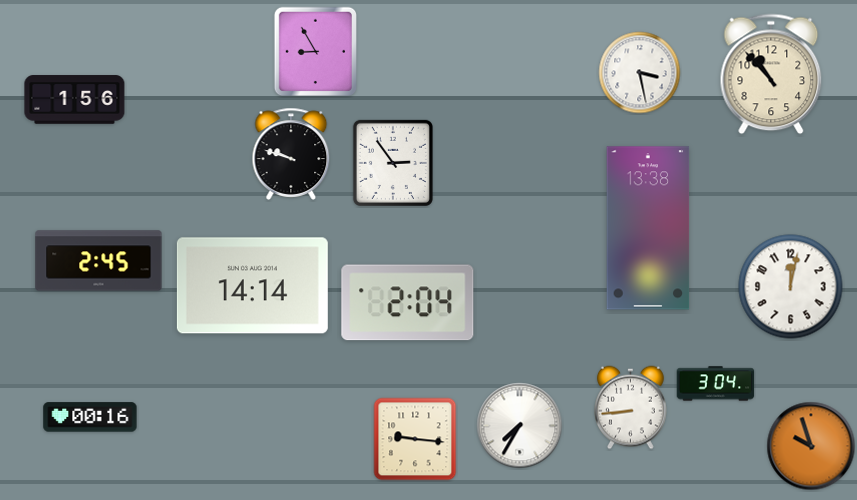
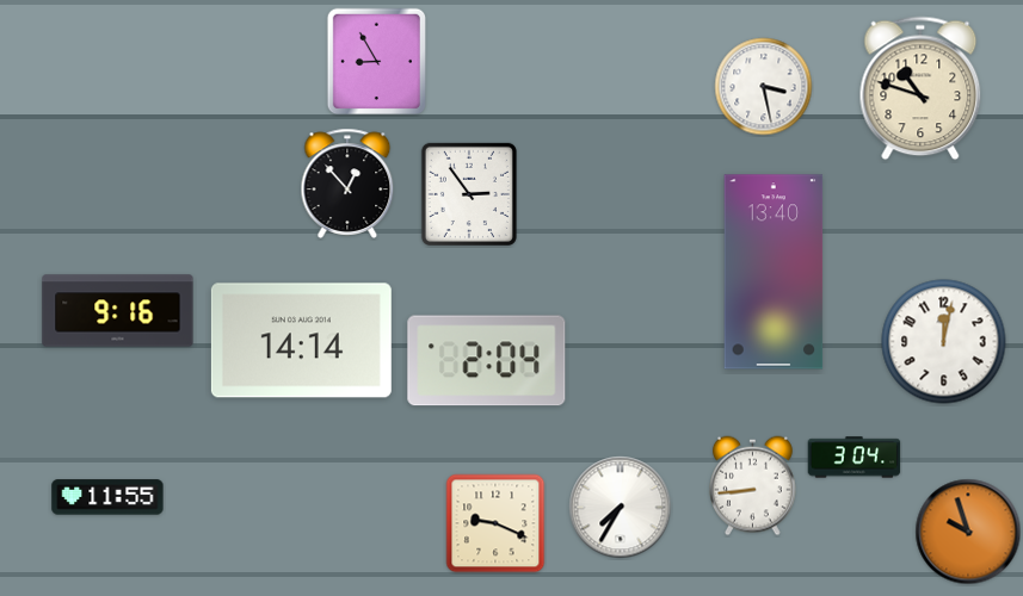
clock at (771, 74): 10:53 -> 10:48
clock at (75, 100): 1:56 -> none
clock at (291, 154): 9:48 -> 12:53
clock at (648, 228): 13:38 -> 13:40
clock at (99, 261): 2:45 -> 9:16
clock at (90, 417): 00:16 -> 11:55
clock at (415, 439): 9:16 -> 9:19
